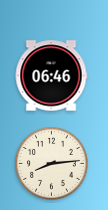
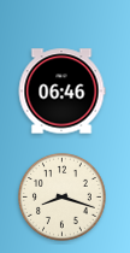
clock at (51, 163): 8:14 -> 8:18
